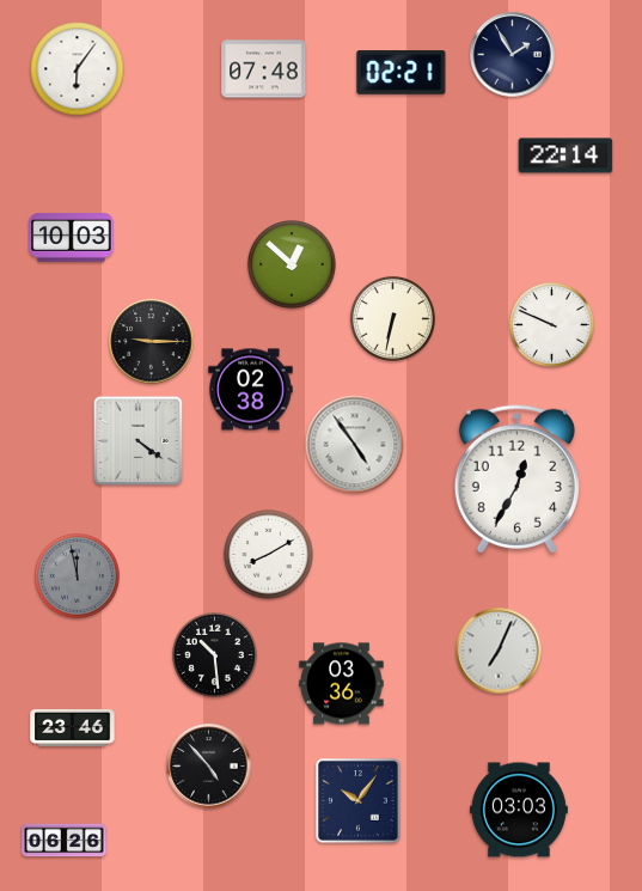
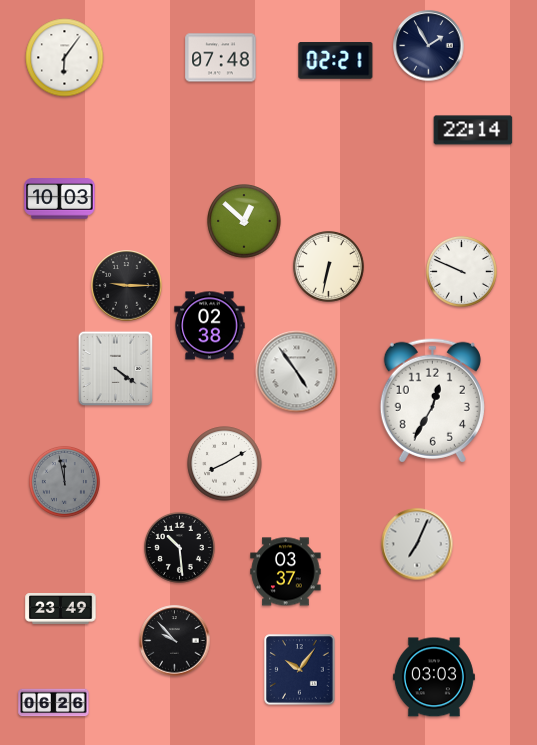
clock at (342, 684): 03:36 -> 03:37
clock at (73, 728): 23:46 -> 23:49
clock at (209, 767): 4:53 -> 9:53
